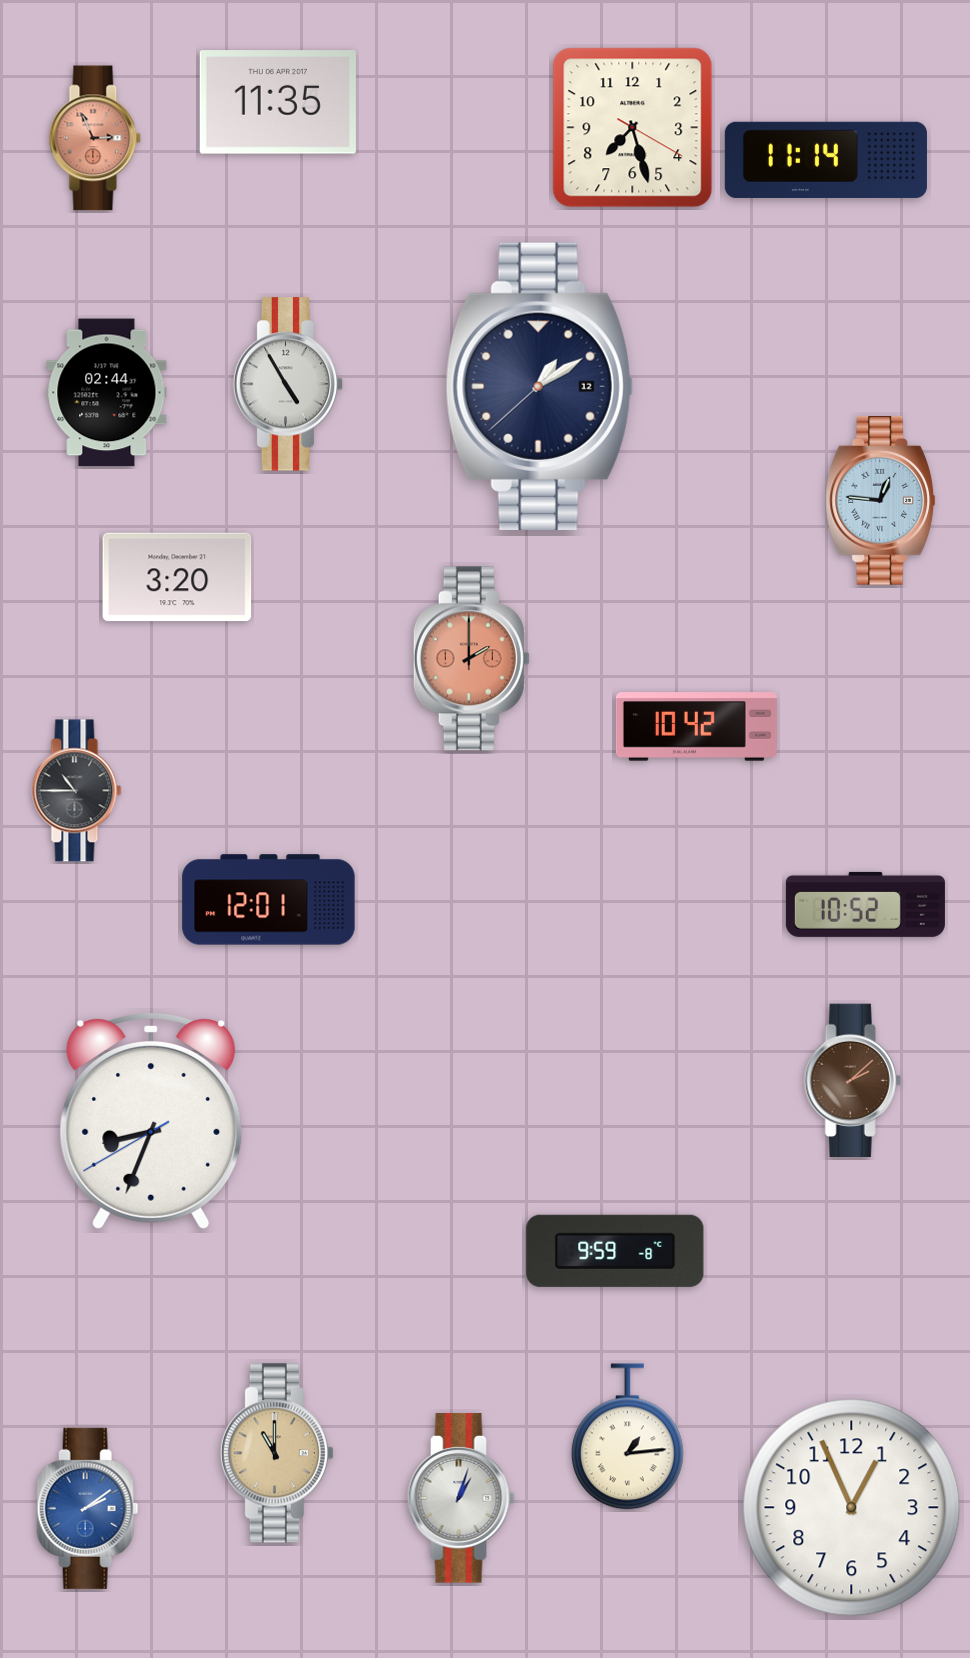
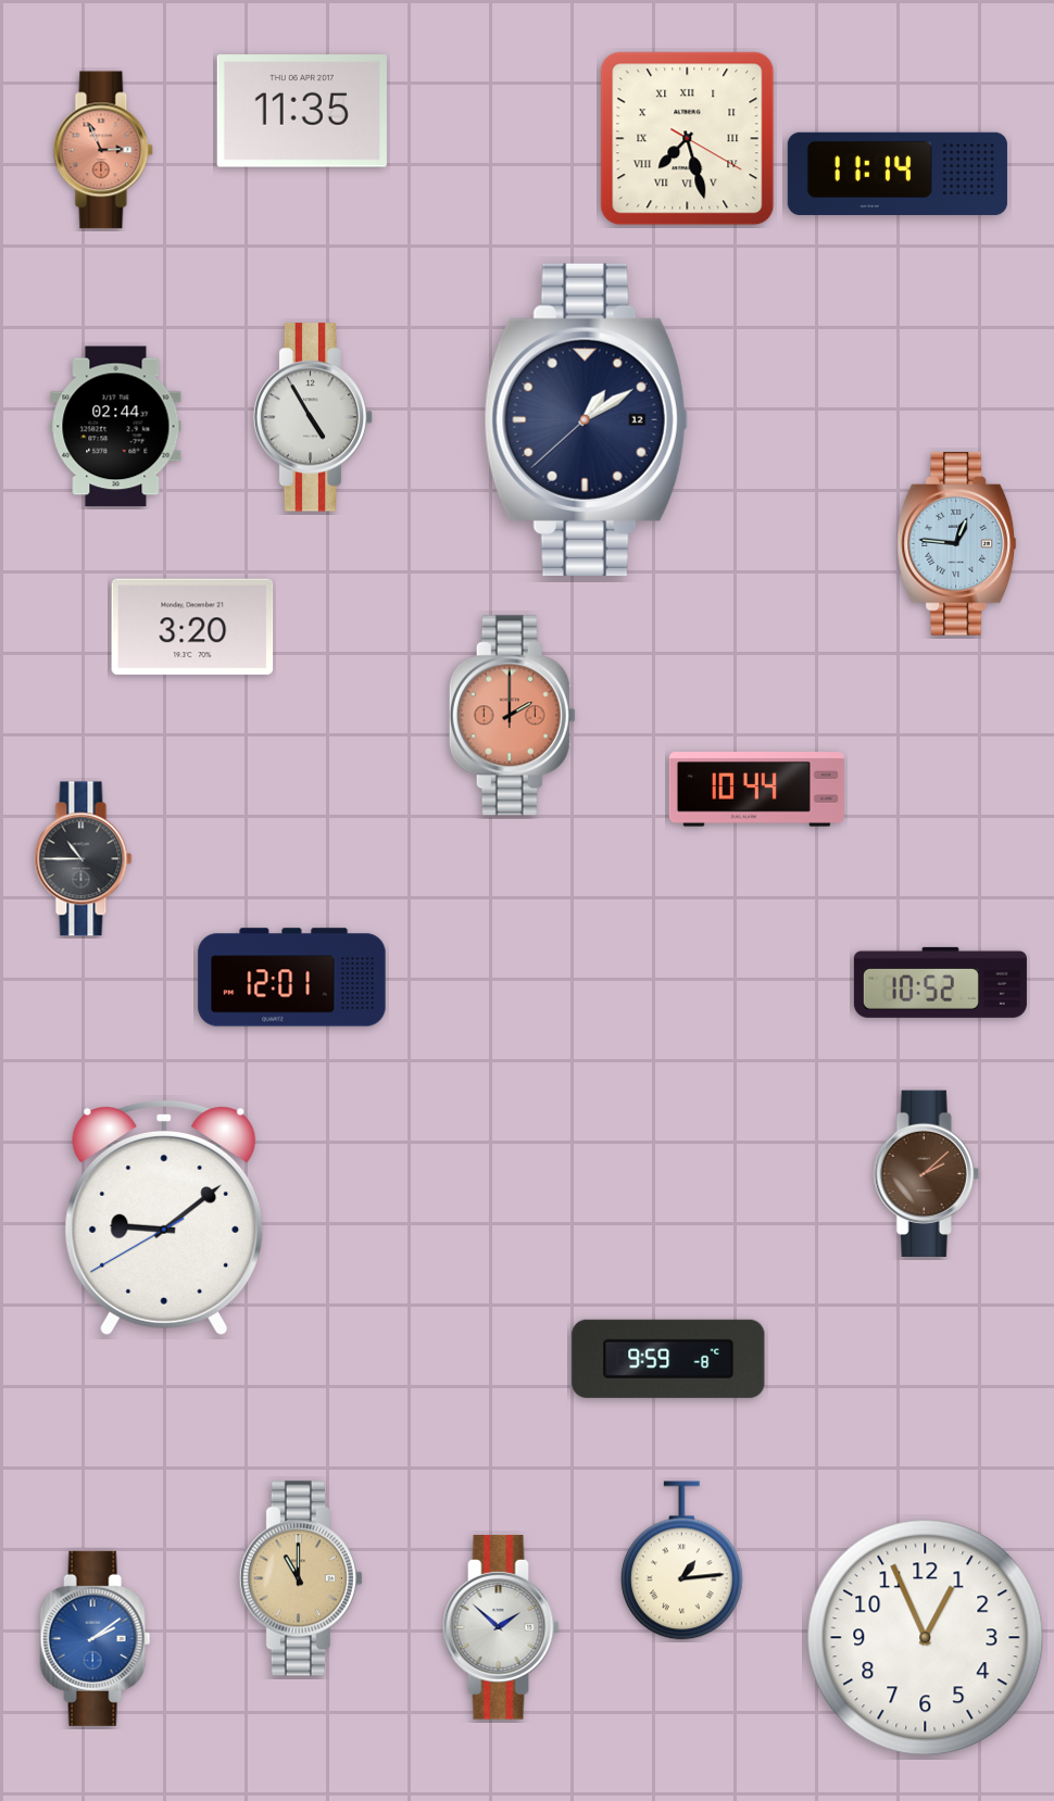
clock at (633, 128) numerals: Arabic -> Roman
clock at (696, 727): 10:42 -> 10:44
clock at (151, 1121): 8:33 -> 9:08
clock at (461, 1498): 1:03 -> 1:52
